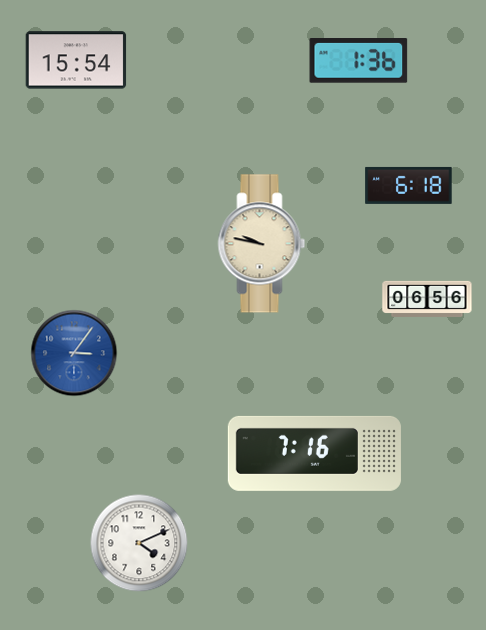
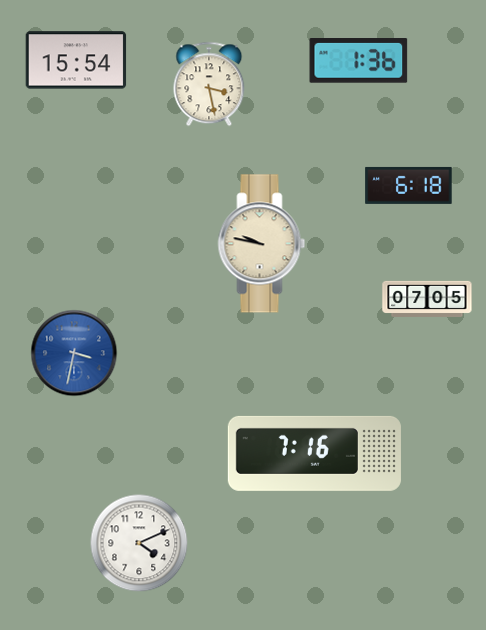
clock at (209, 84): none -> 3:28
clock at (427, 299): 06:56 -> 07:05
clock at (74, 353): 3:06 -> 3:32
